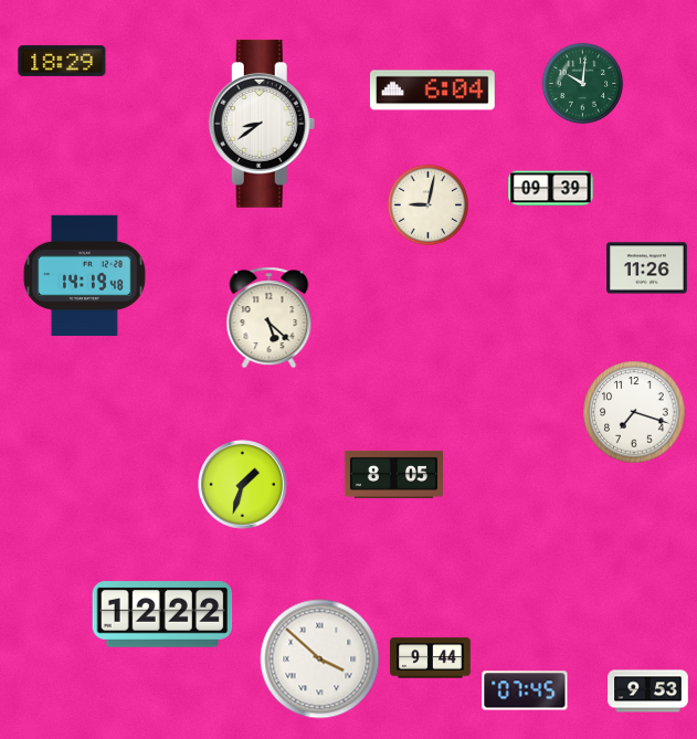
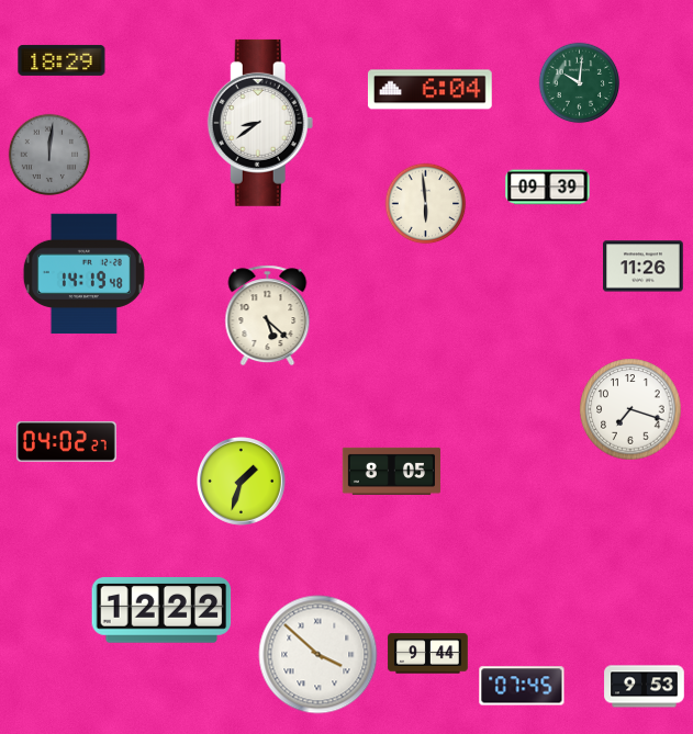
clock at (49, 155): none -> 12:01
clock at (429, 205): 9:02 -> 5:59
clock at (66, 442): none -> 04:02
